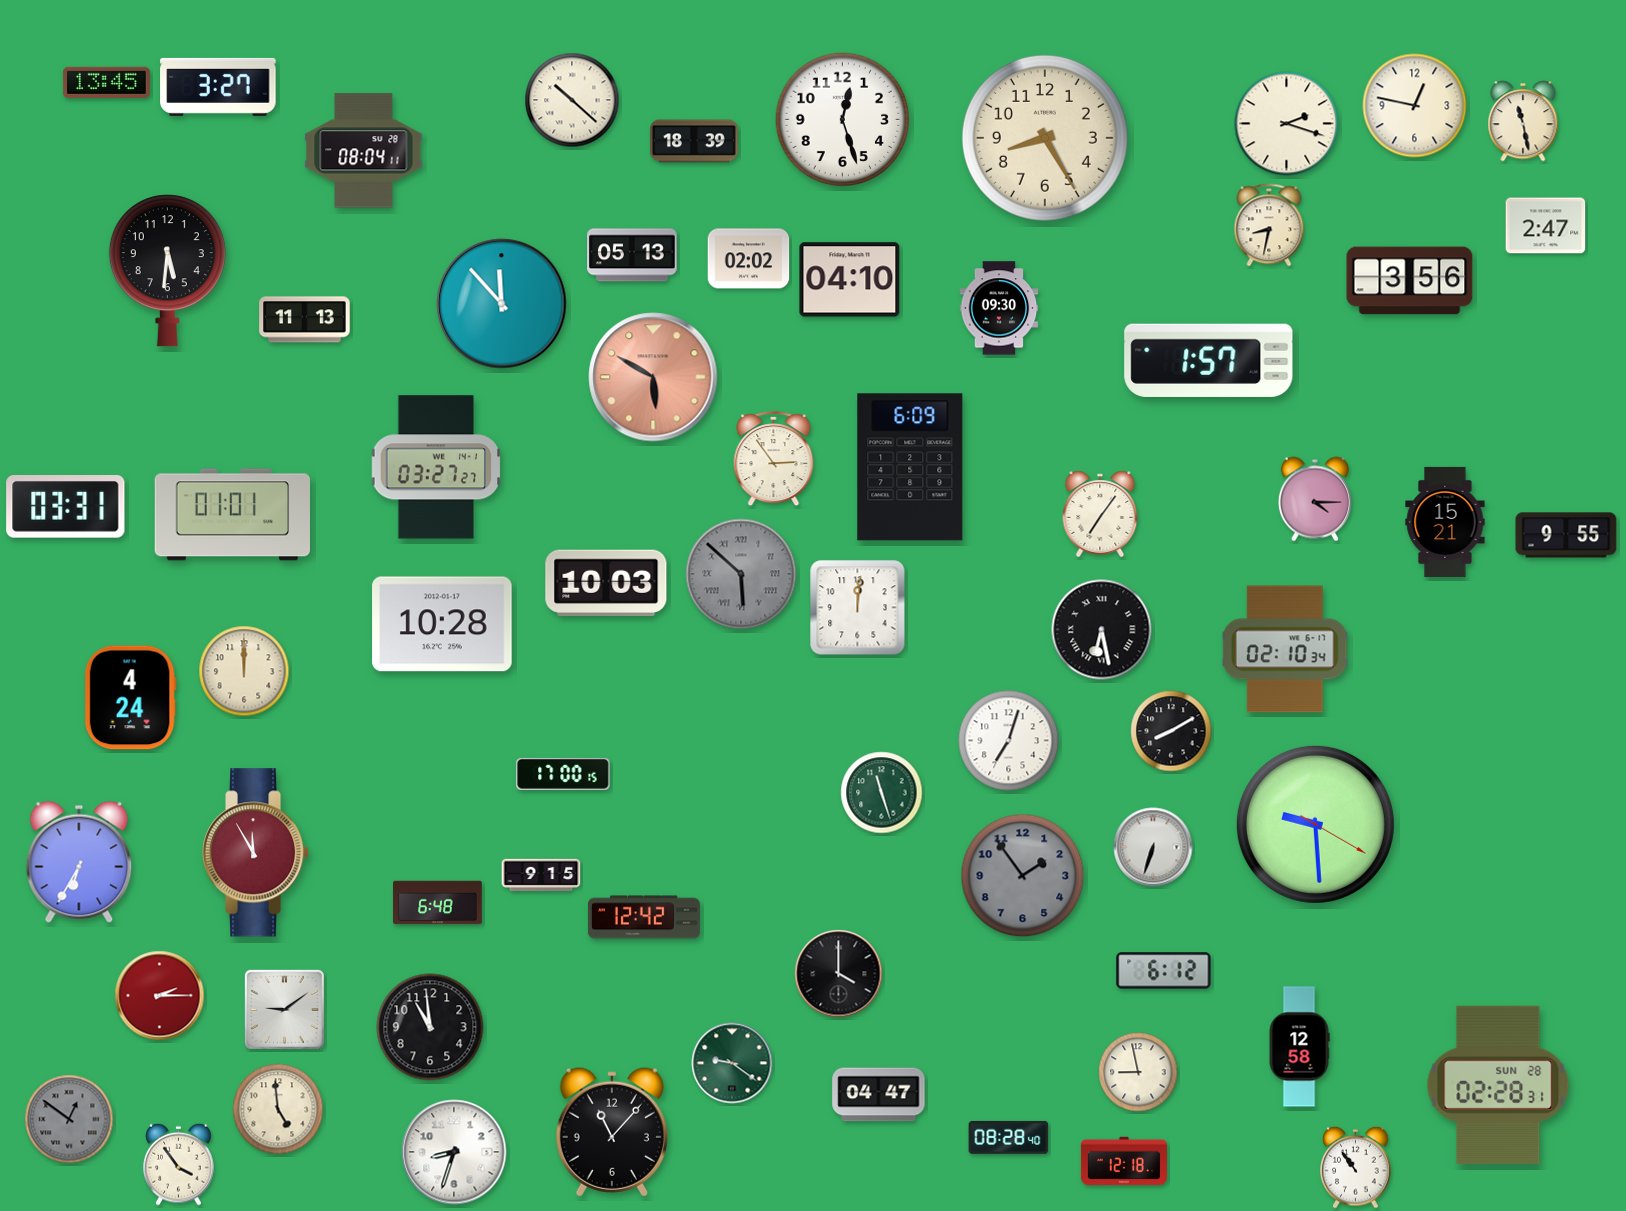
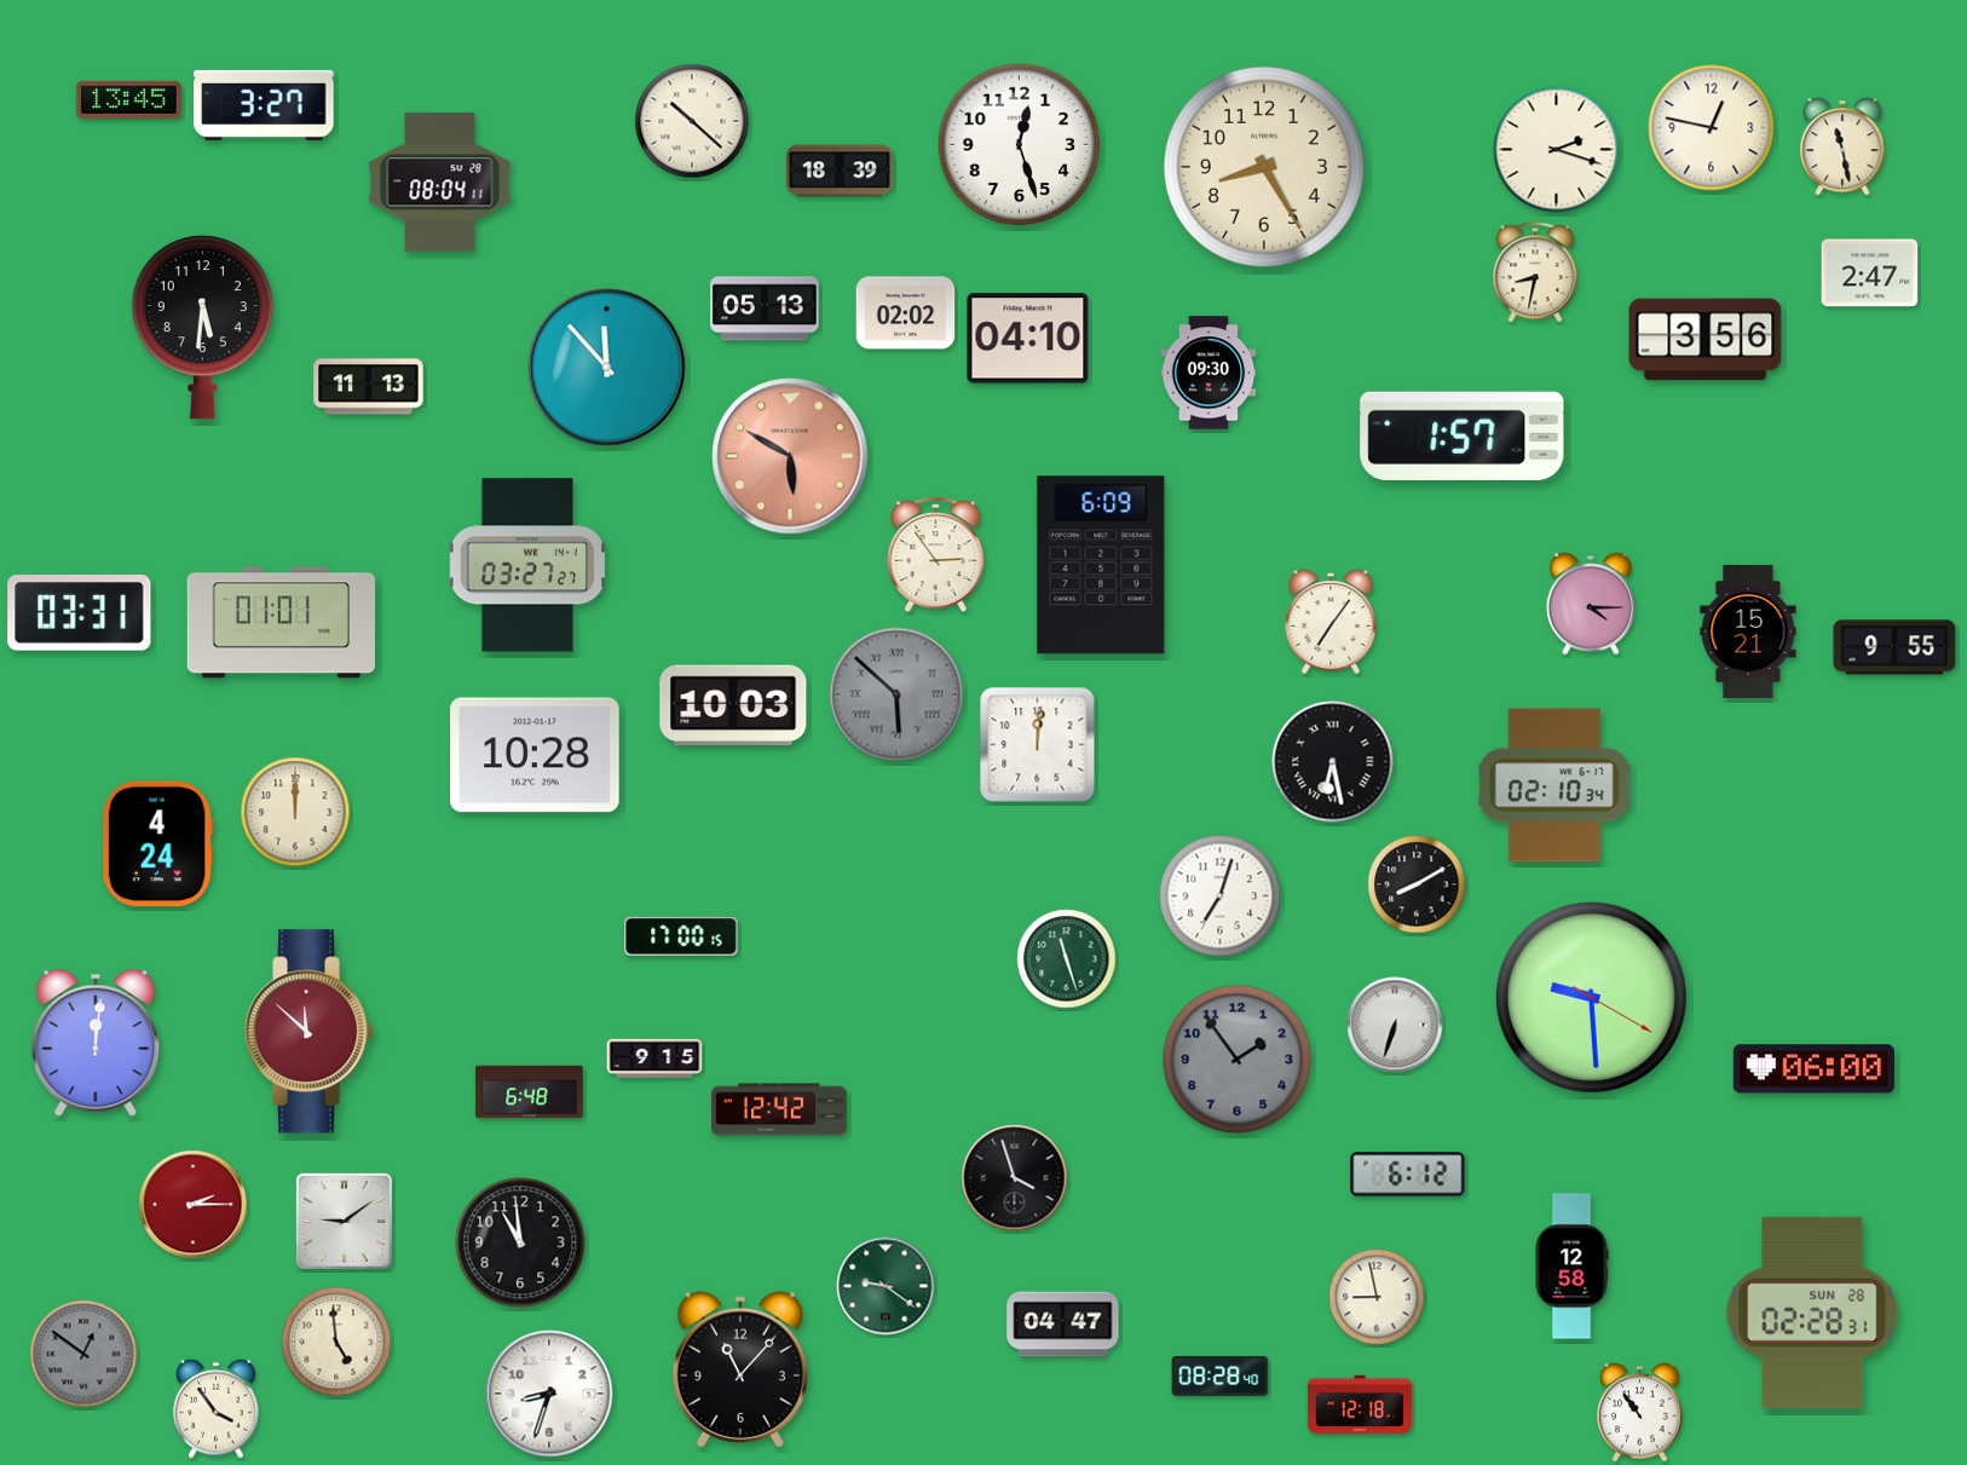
clock at (858, 608) position: (858, 608) -> (1038, 745)
clock at (256, 853): 11:55 -> 11:52
clock at (79, 862): 6:35 -> 12:01
clock at (1813, 1069): none -> 06:00
clock at (839, 974): 4:00 -> 3:57
